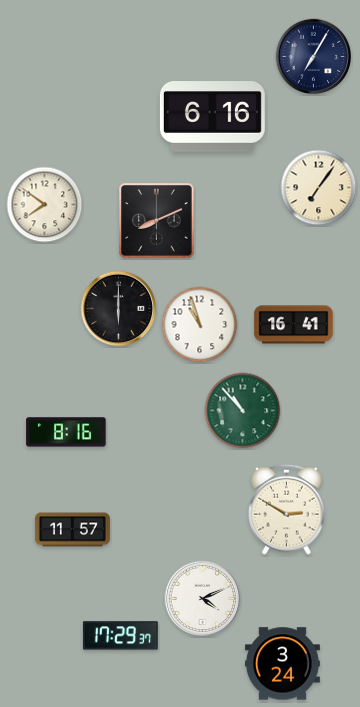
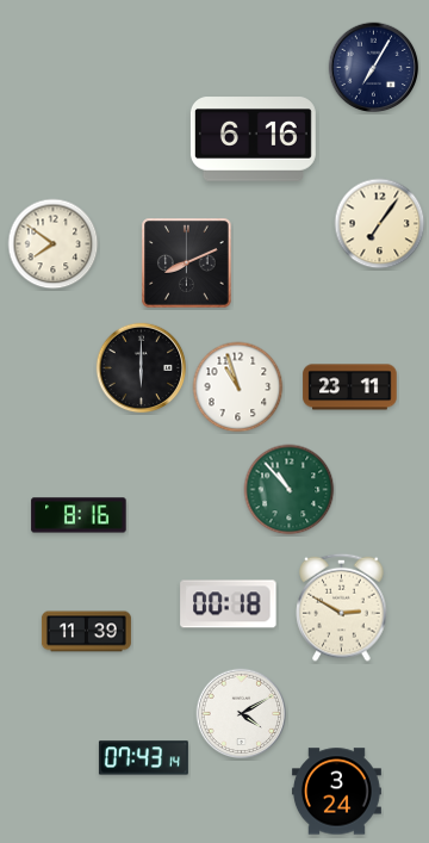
clock at (294, 325): 16:41 -> 23:11
clock at (229, 605): none -> 00:18
clock at (72, 530): 11:57 -> 11:39
clock at (203, 599): 4:11 -> 4:10
clock at (120, 636): 17:29 -> 07:43
